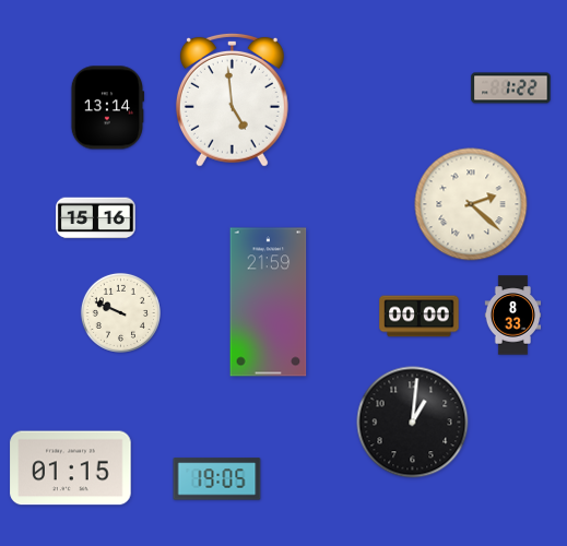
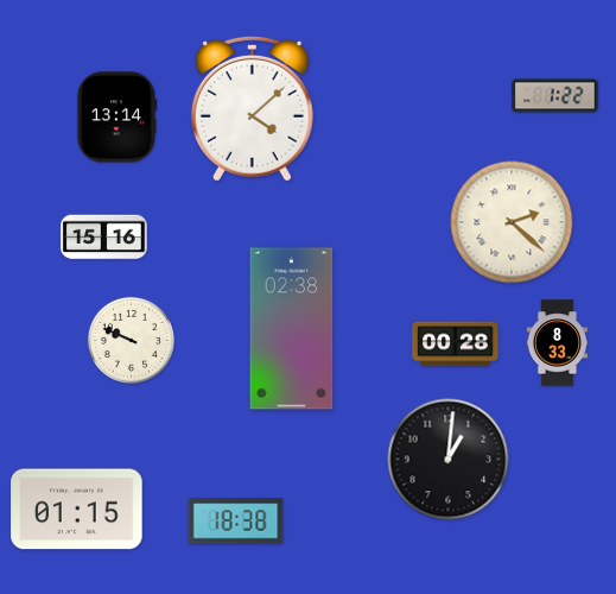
clock at (232, 99): 4:59 -> 4:08
clock at (269, 302): 21:59 -> 02:38
clock at (420, 317): 00:00 -> 00:28
clock at (217, 479): 19:05 -> 18:38
